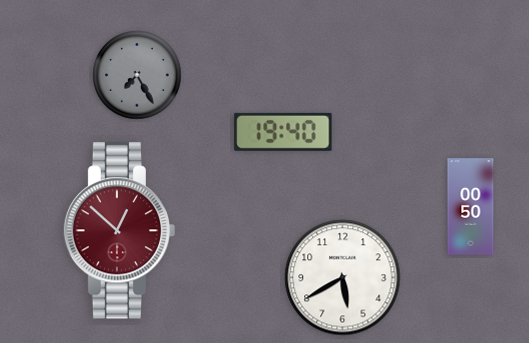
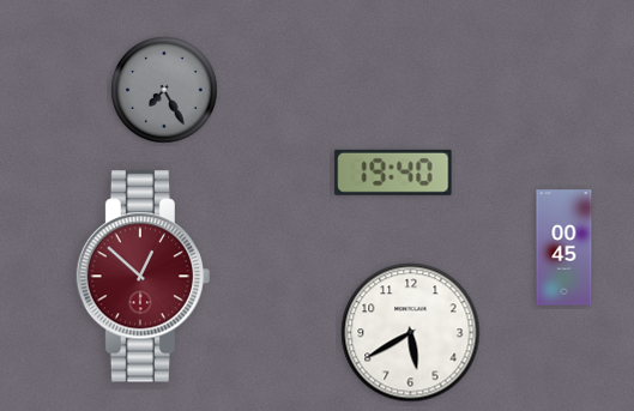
clock at (283, 132) position: (283, 132) -> (393, 173)
clock at (471, 207): 00:50 -> 00:45
